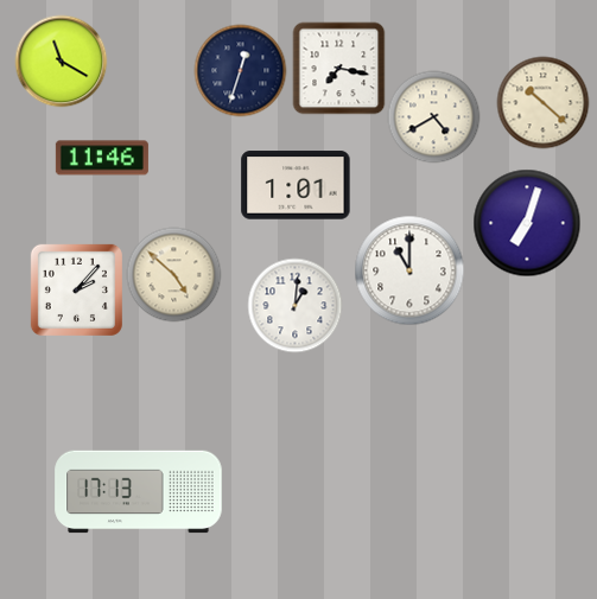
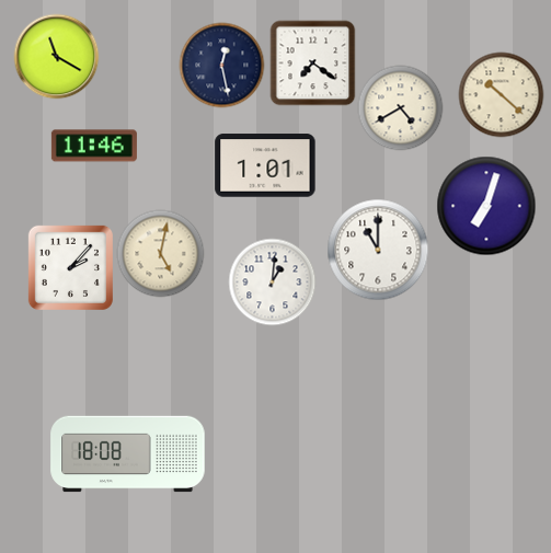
clock at (338, 68): 7:17 -> 7:21
clock at (240, 70): 12:33 -> 12:28
clock at (296, 185) position: (296, 185) -> (265, 165)
clock at (173, 274): 4:52 -> 5:02
clock at (139, 492): 17:13 -> 18:08
